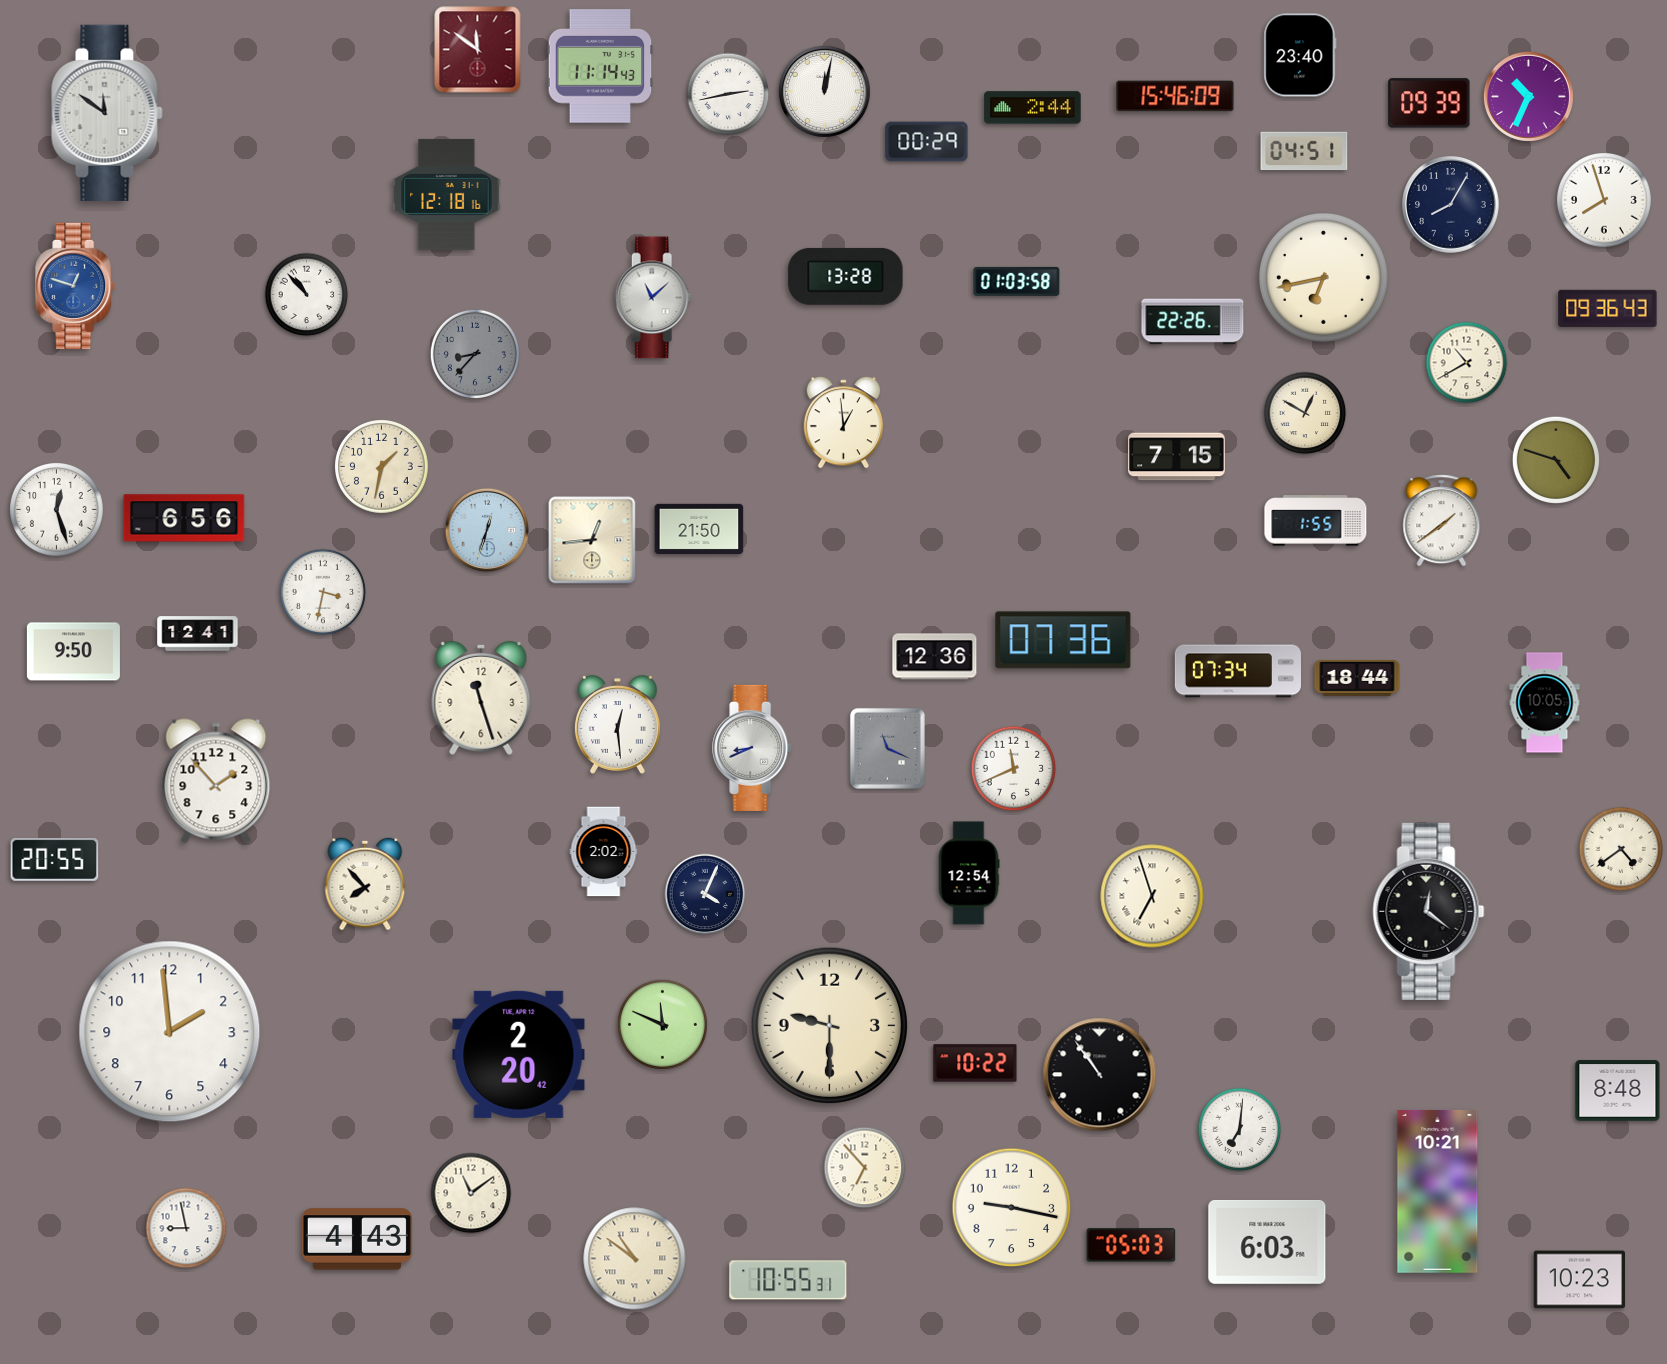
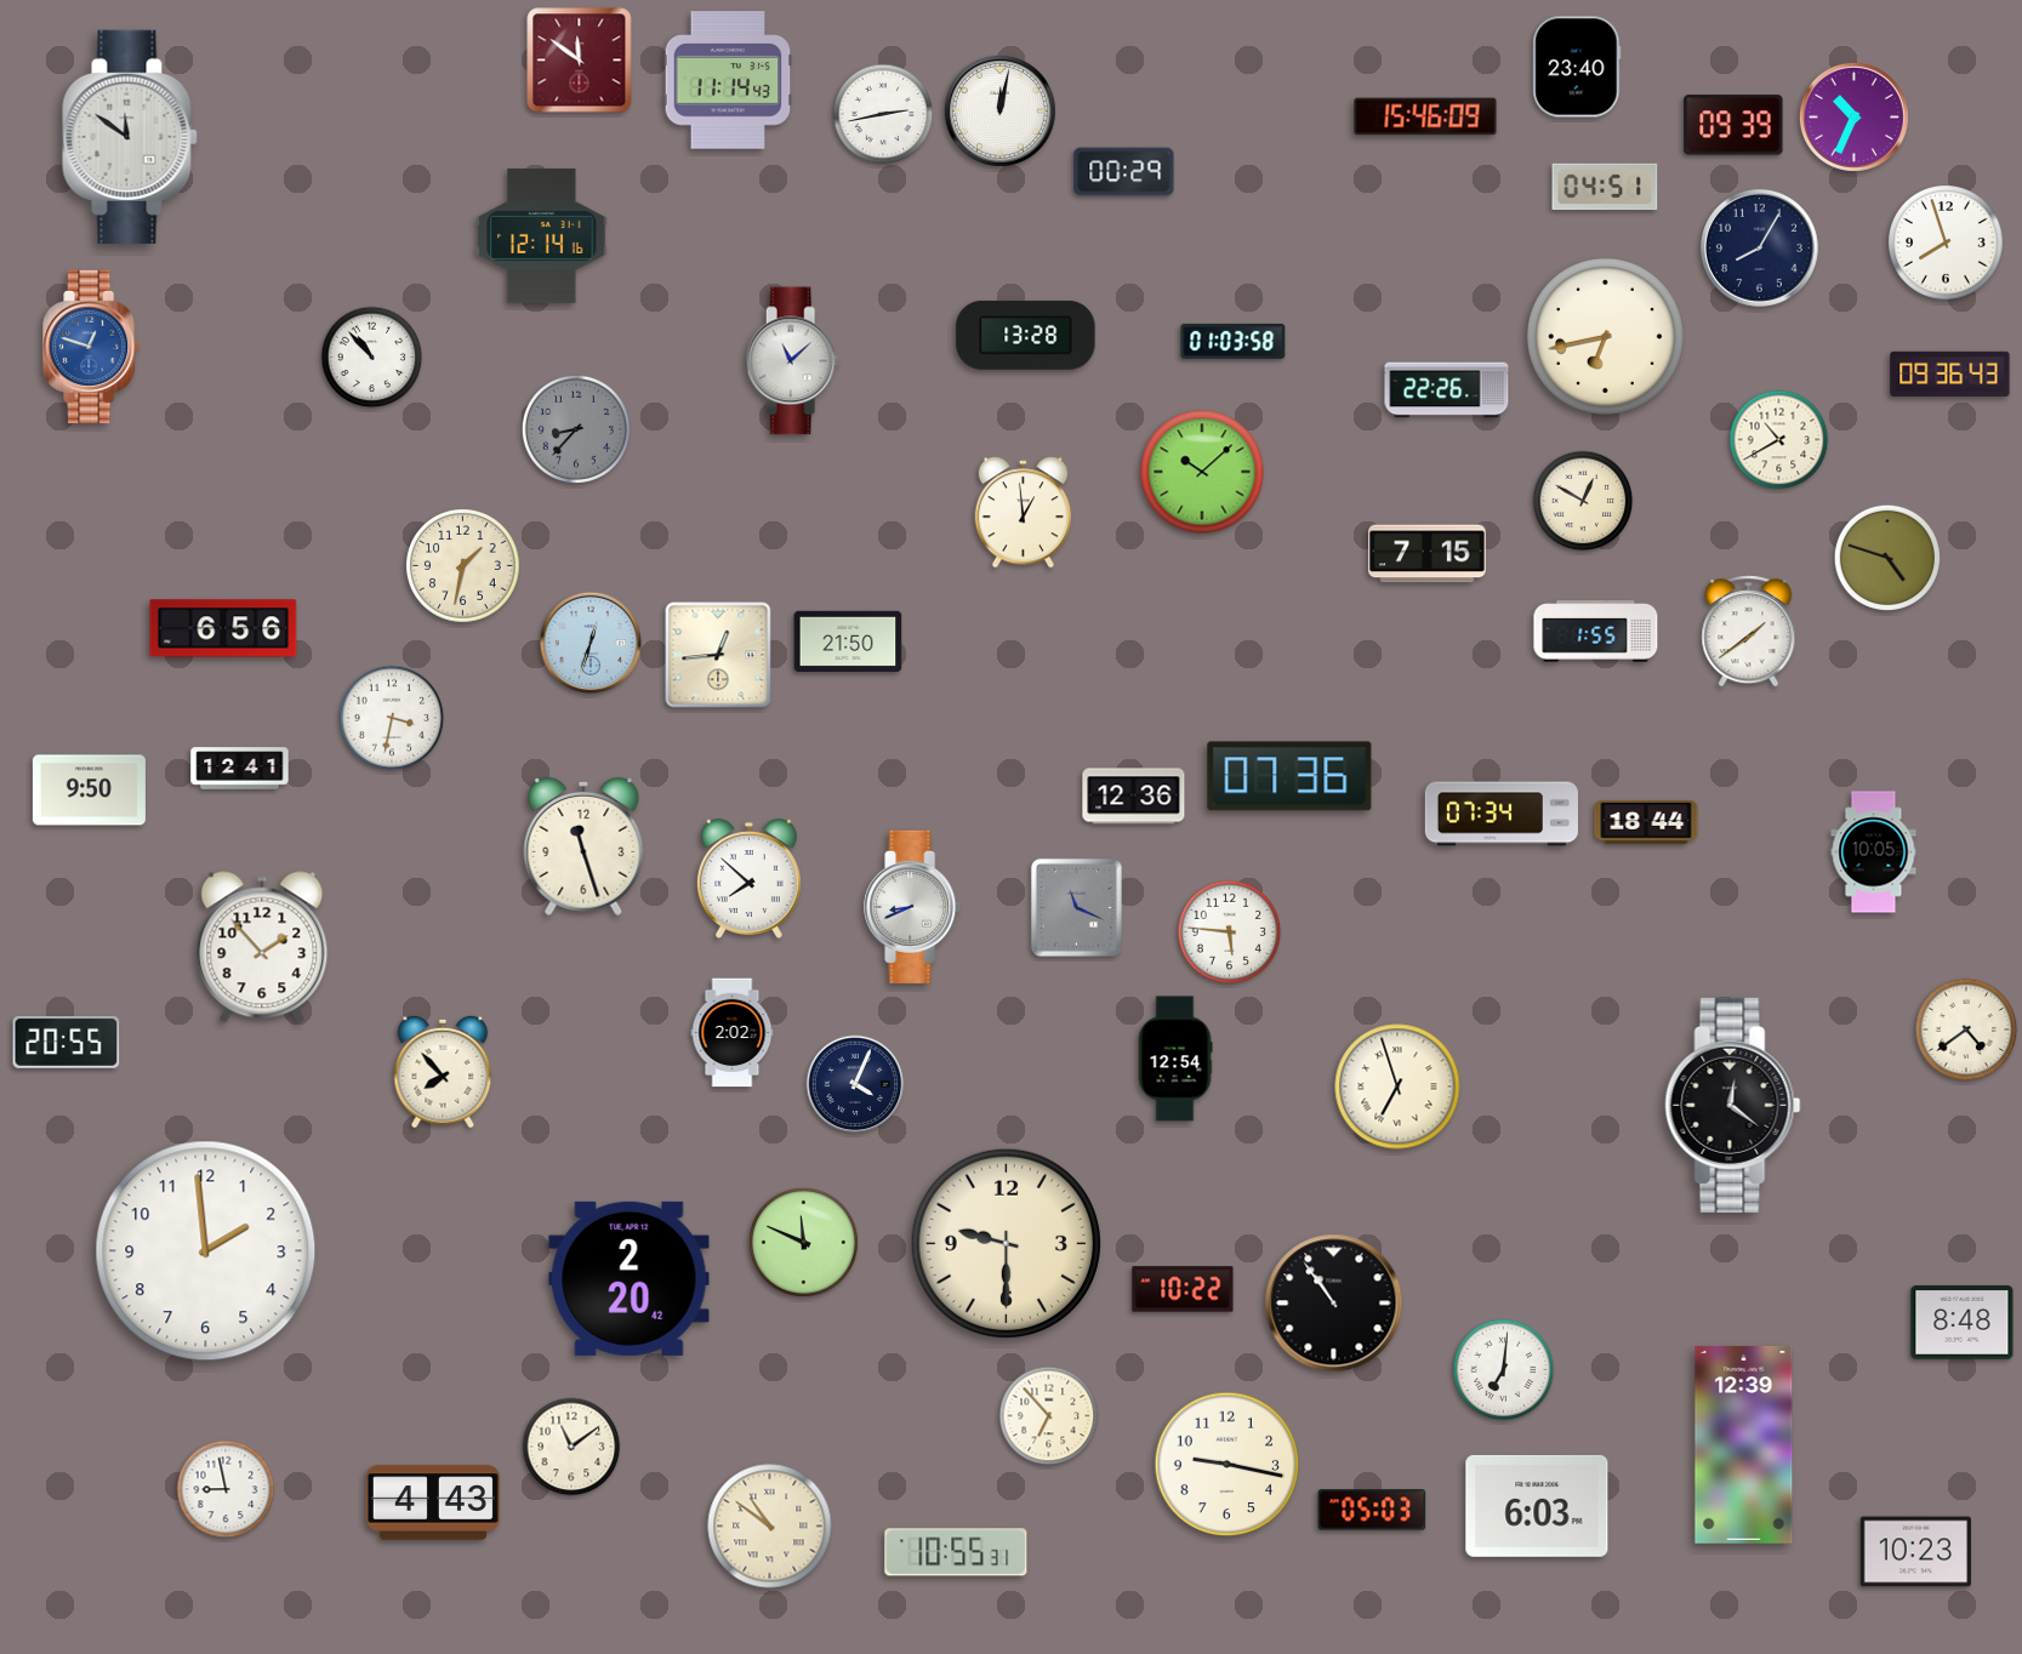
clock at (1033, 108): 2:44 -> none
clock at (1304, 151) position: (1304, 151) -> (1605, 187)
clock at (447, 194): 12:18 -> 12:14
clock at (1202, 472): none -> 10:08
clock at (57, 510): 12:27 -> none
clock at (617, 725): 12:29 -> 7:52
clock at (1014, 769): 11:41 -> 5:46
clock at (1438, 1191): 10:21 -> 12:39
